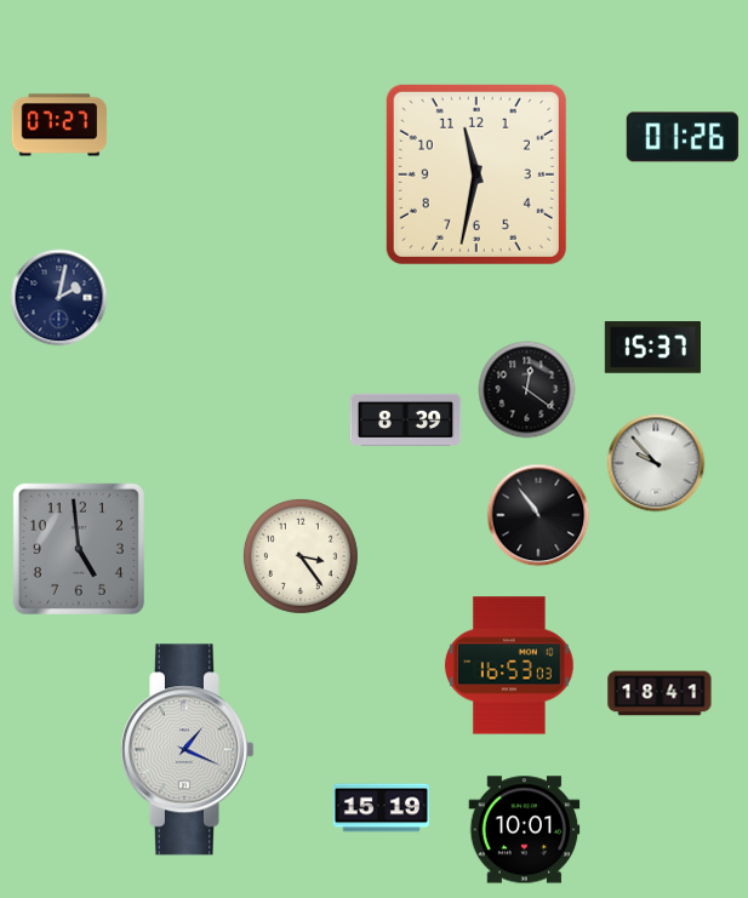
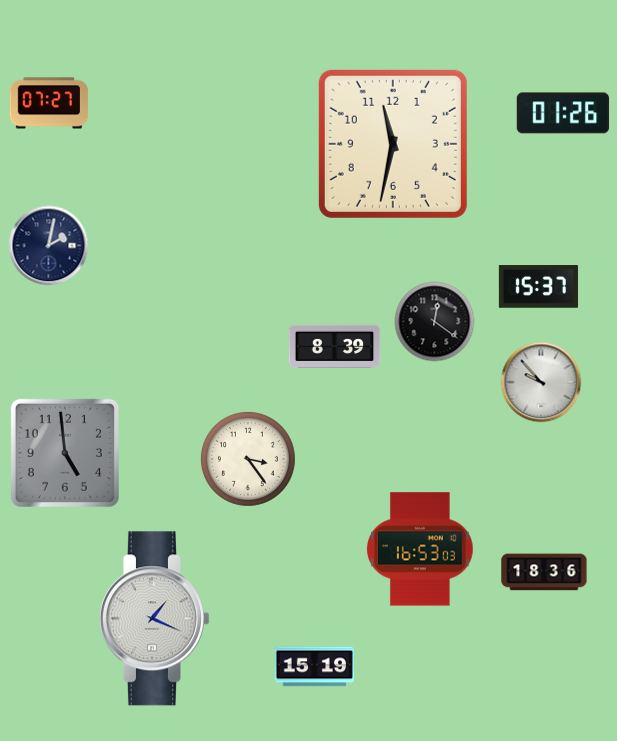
clock at (538, 515): 10:54 -> none
clock at (660, 693): 18:41 -> 18:36
clock at (525, 830): 10:01 -> none
